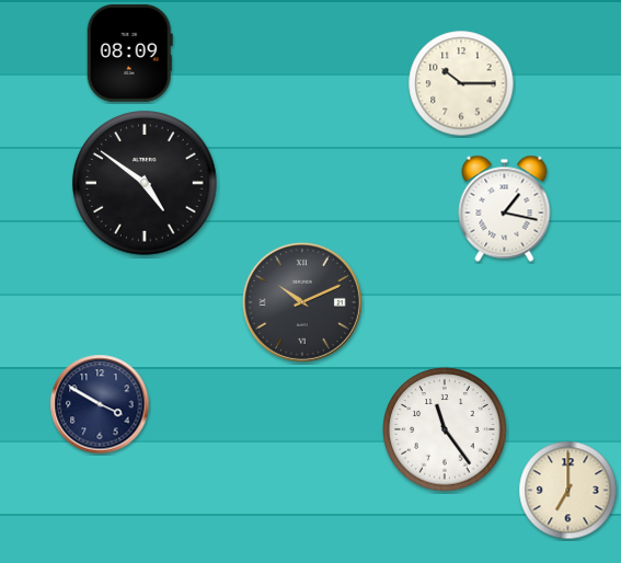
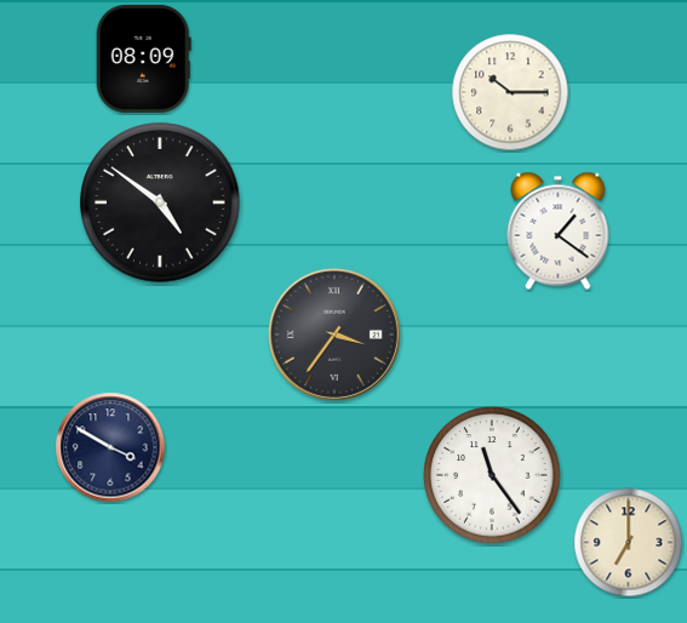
clock at (505, 208): 1:17 -> 1:21
clock at (302, 302): 10:11 -> 3:36
